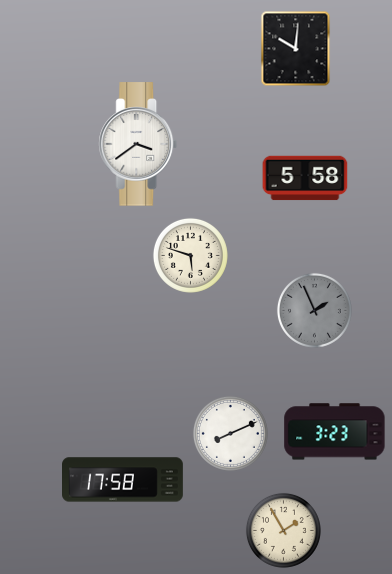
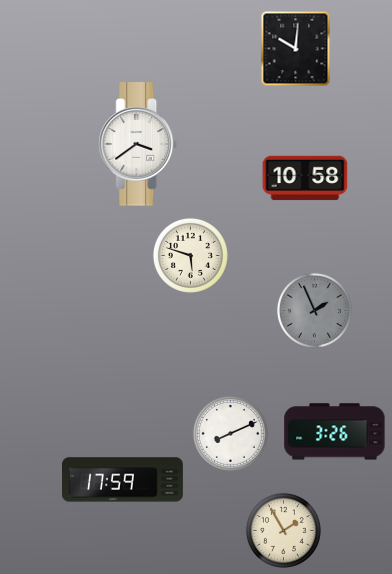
clock at (305, 178): 5:58 -> 10:58
clock at (335, 432): 3:23 -> 3:26
clock at (123, 480): 17:58 -> 17:59
